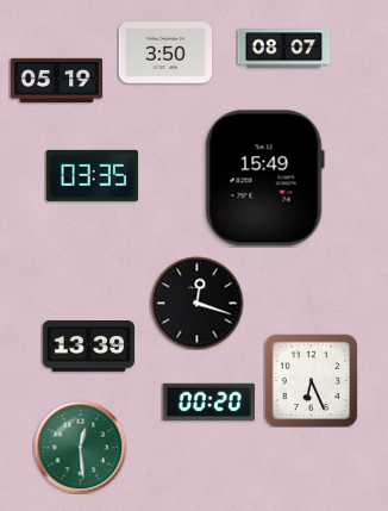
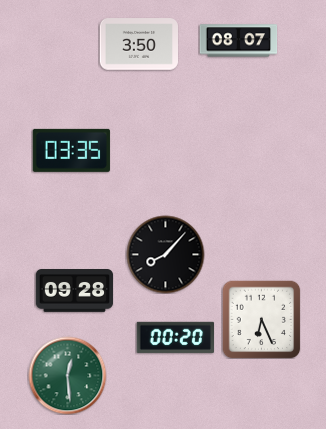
clock at (56, 80): 05:19 -> none
clock at (92, 175) position: (92, 175) -> (71, 150)
clock at (264, 179): 15:49 -> none
clock at (196, 303): 12:18 -> 8:07
clock at (88, 347): 13:39 -> 09:28
